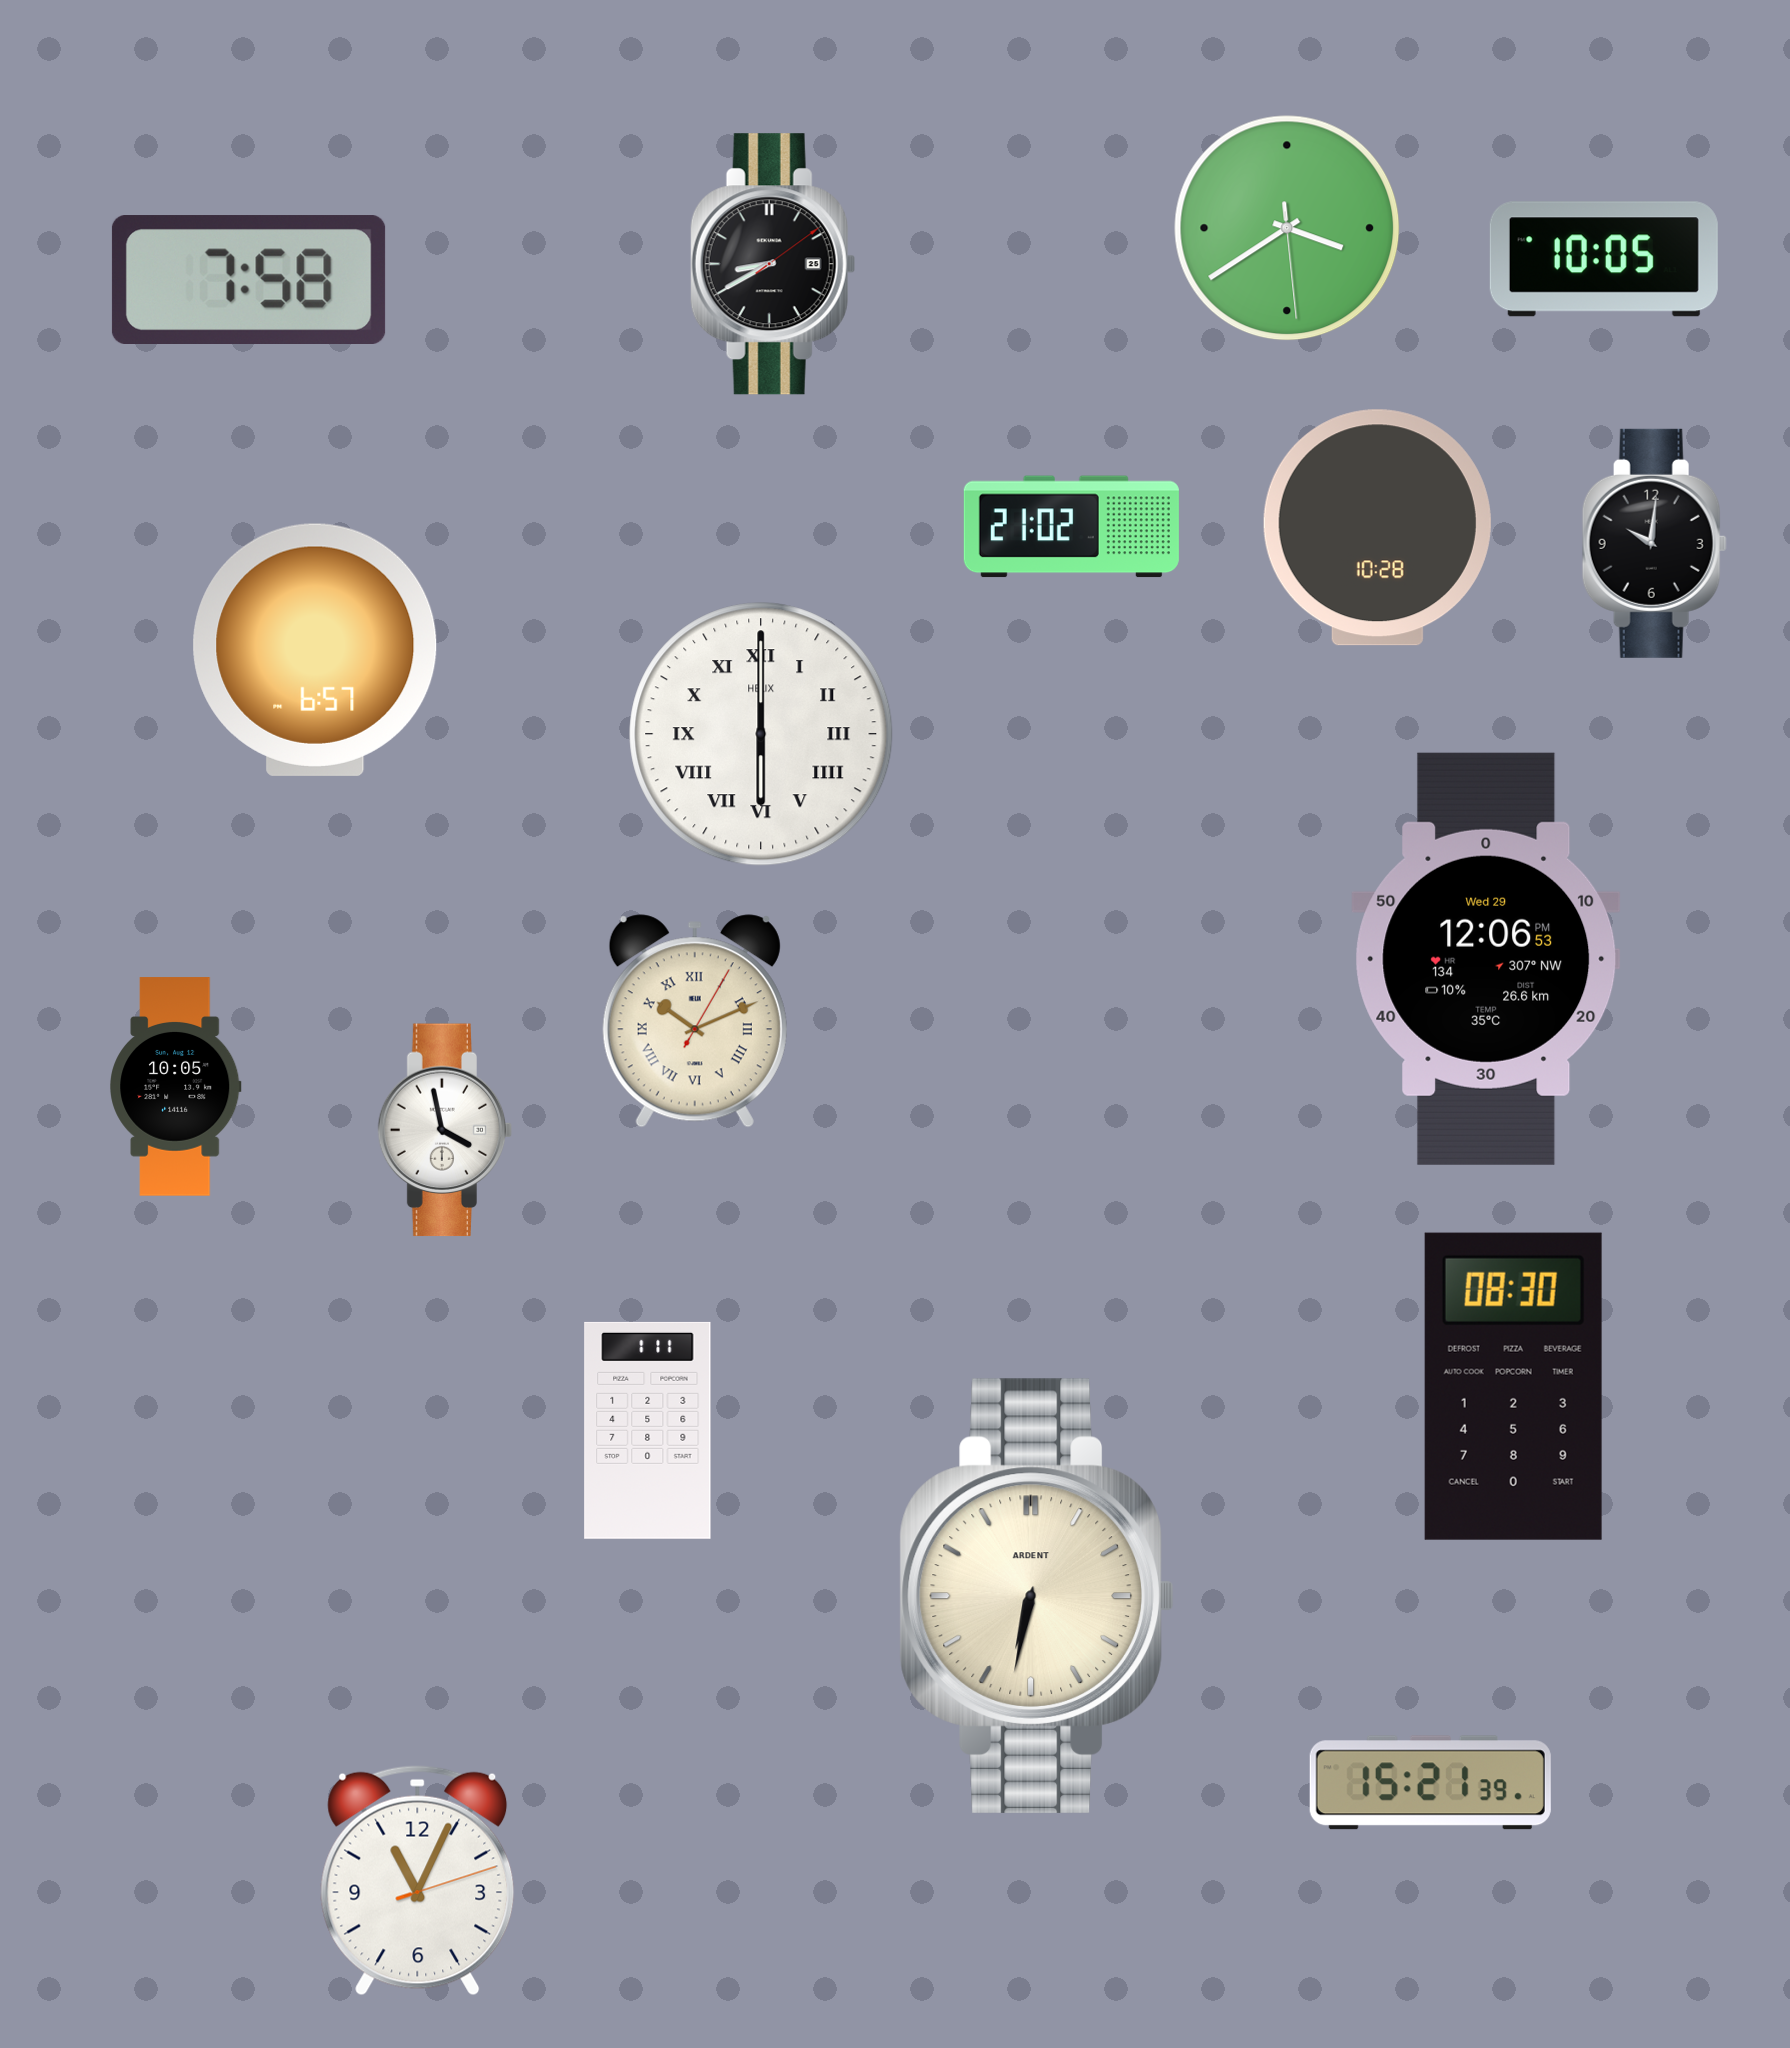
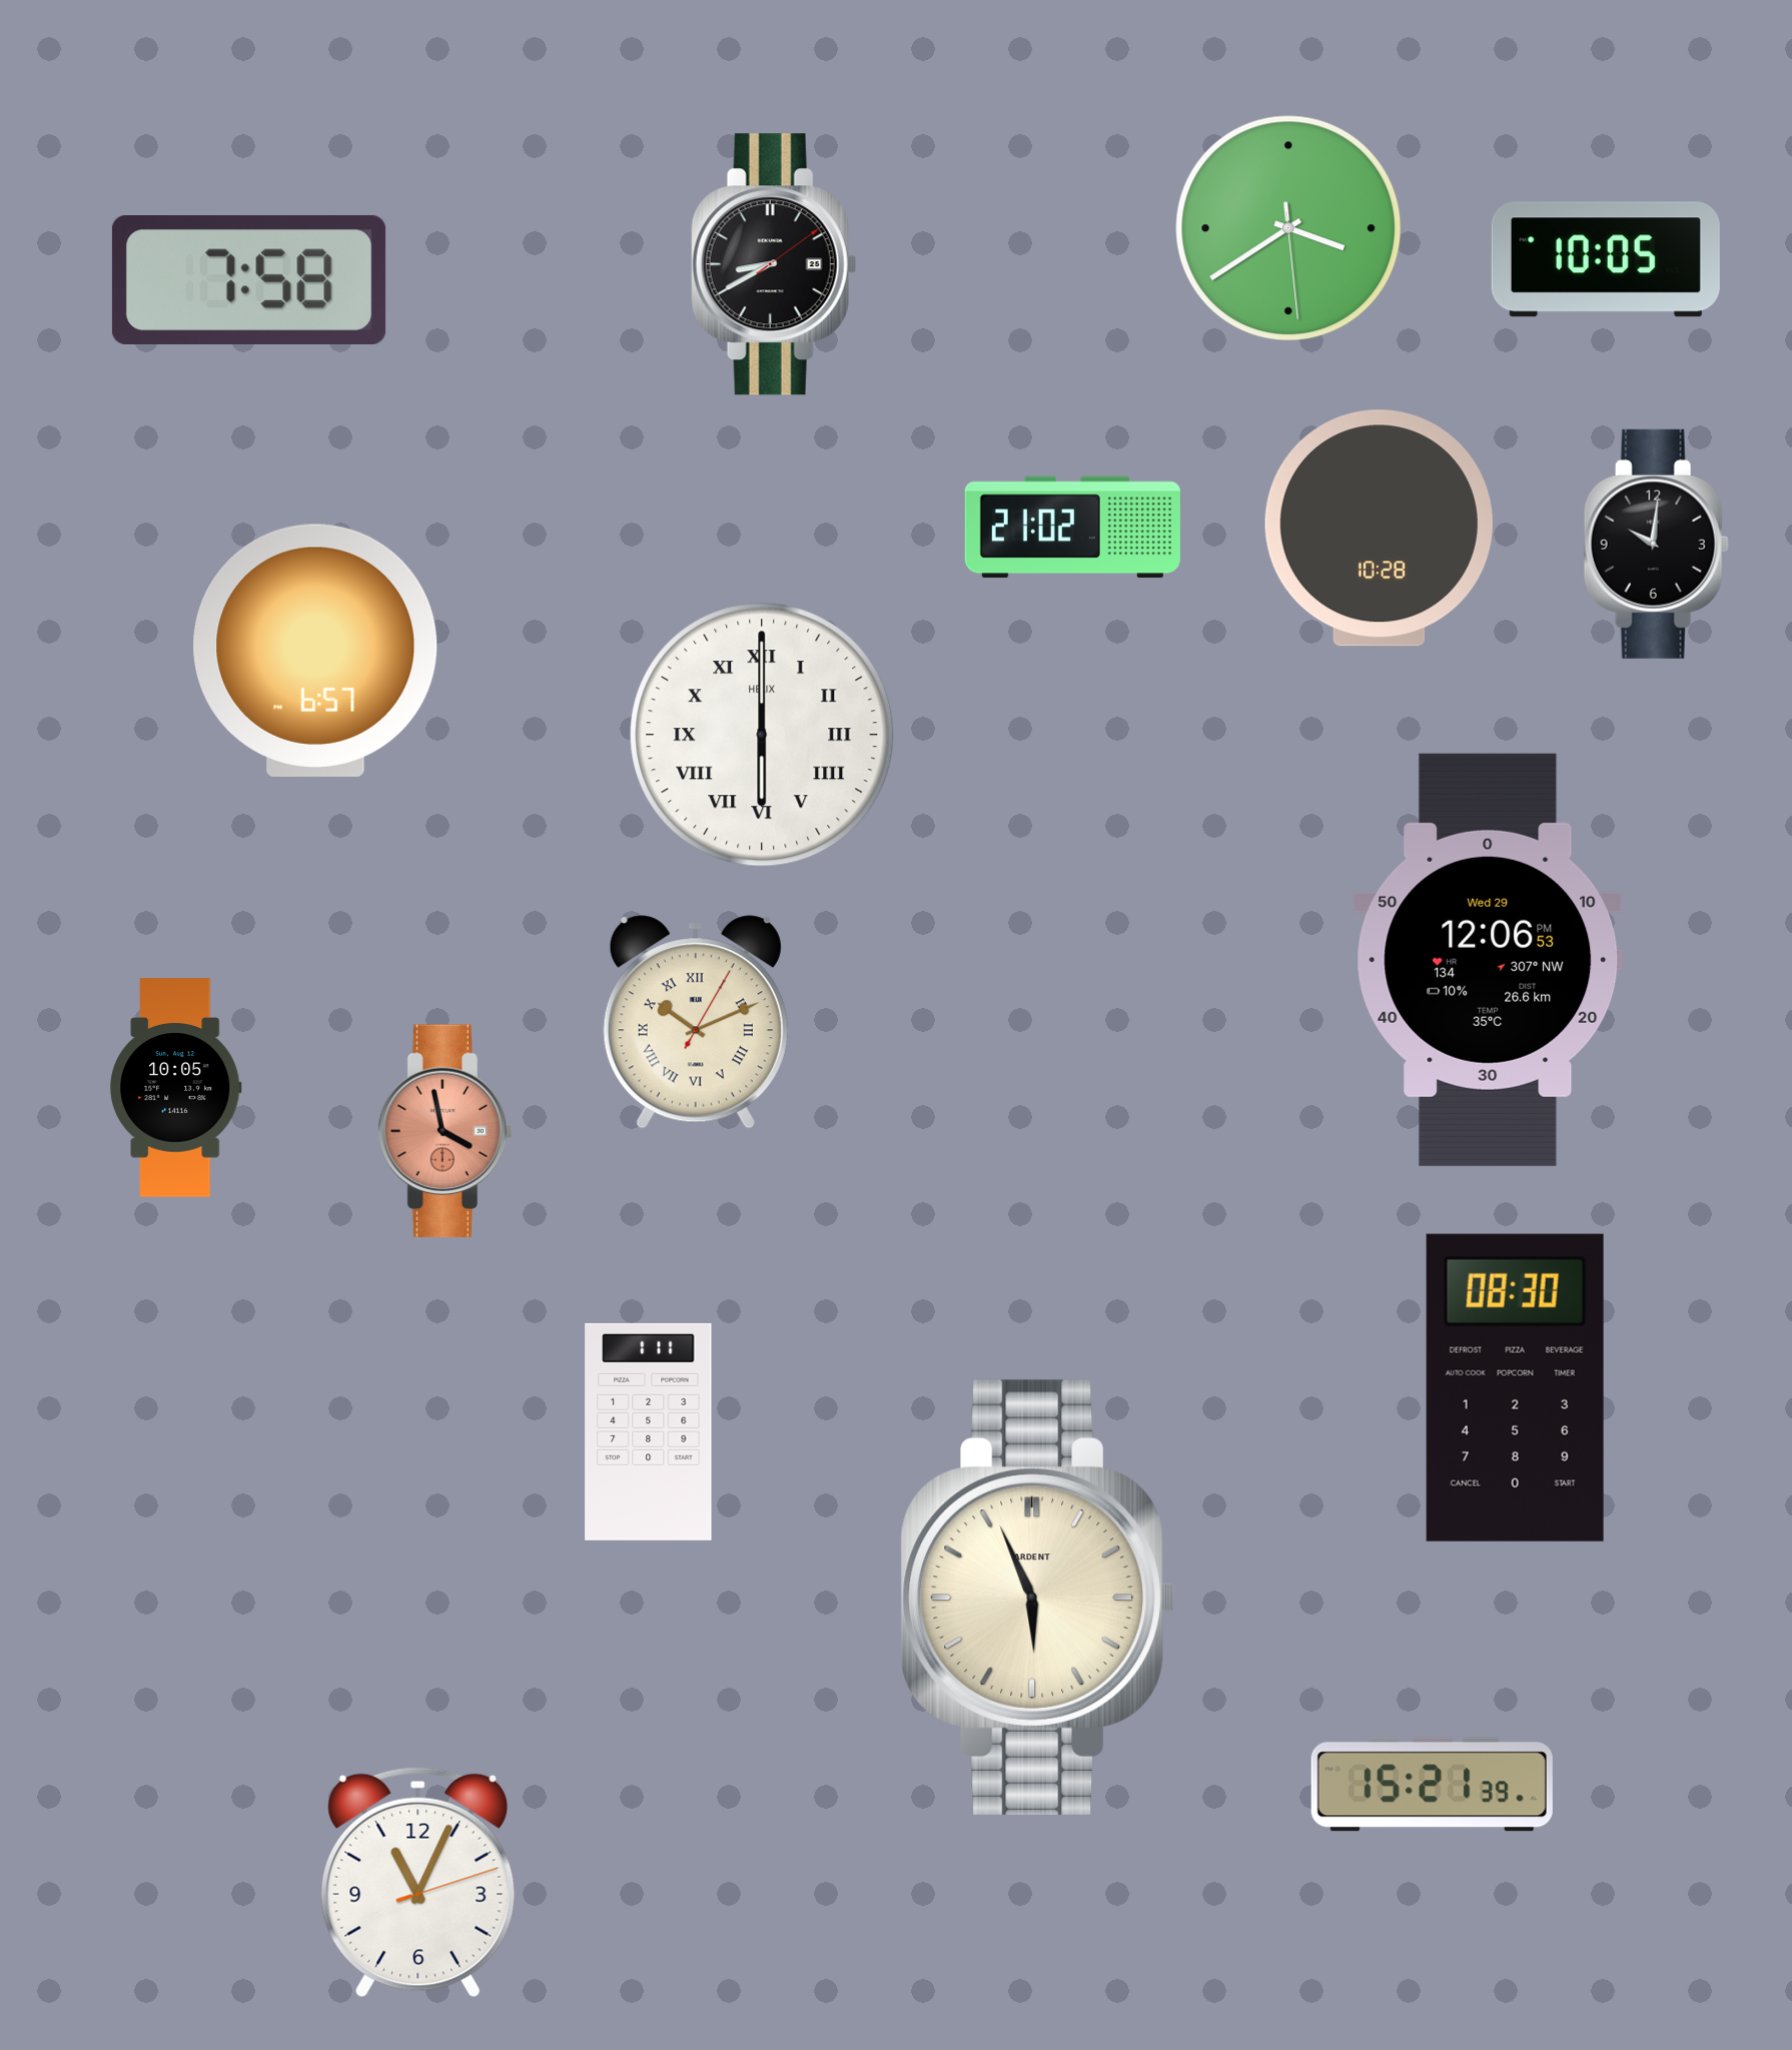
clock at (445, 1130) dial: white -> salmon
clock at (1037, 1596): 6:32 -> 5:56
